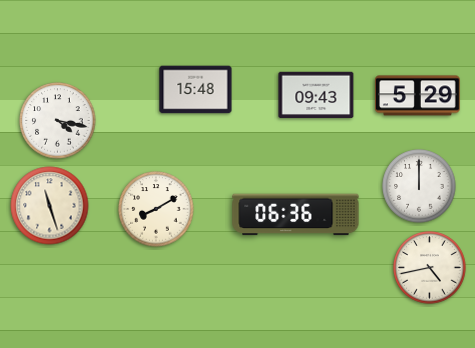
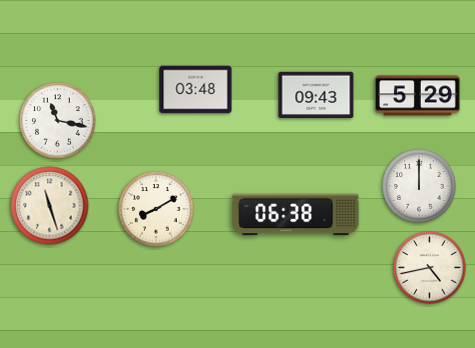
clock at (196, 90): 15:48 -> 03:48
clock at (58, 121): 4:17 -> 11:17
clock at (296, 215): 06:36 -> 06:38
